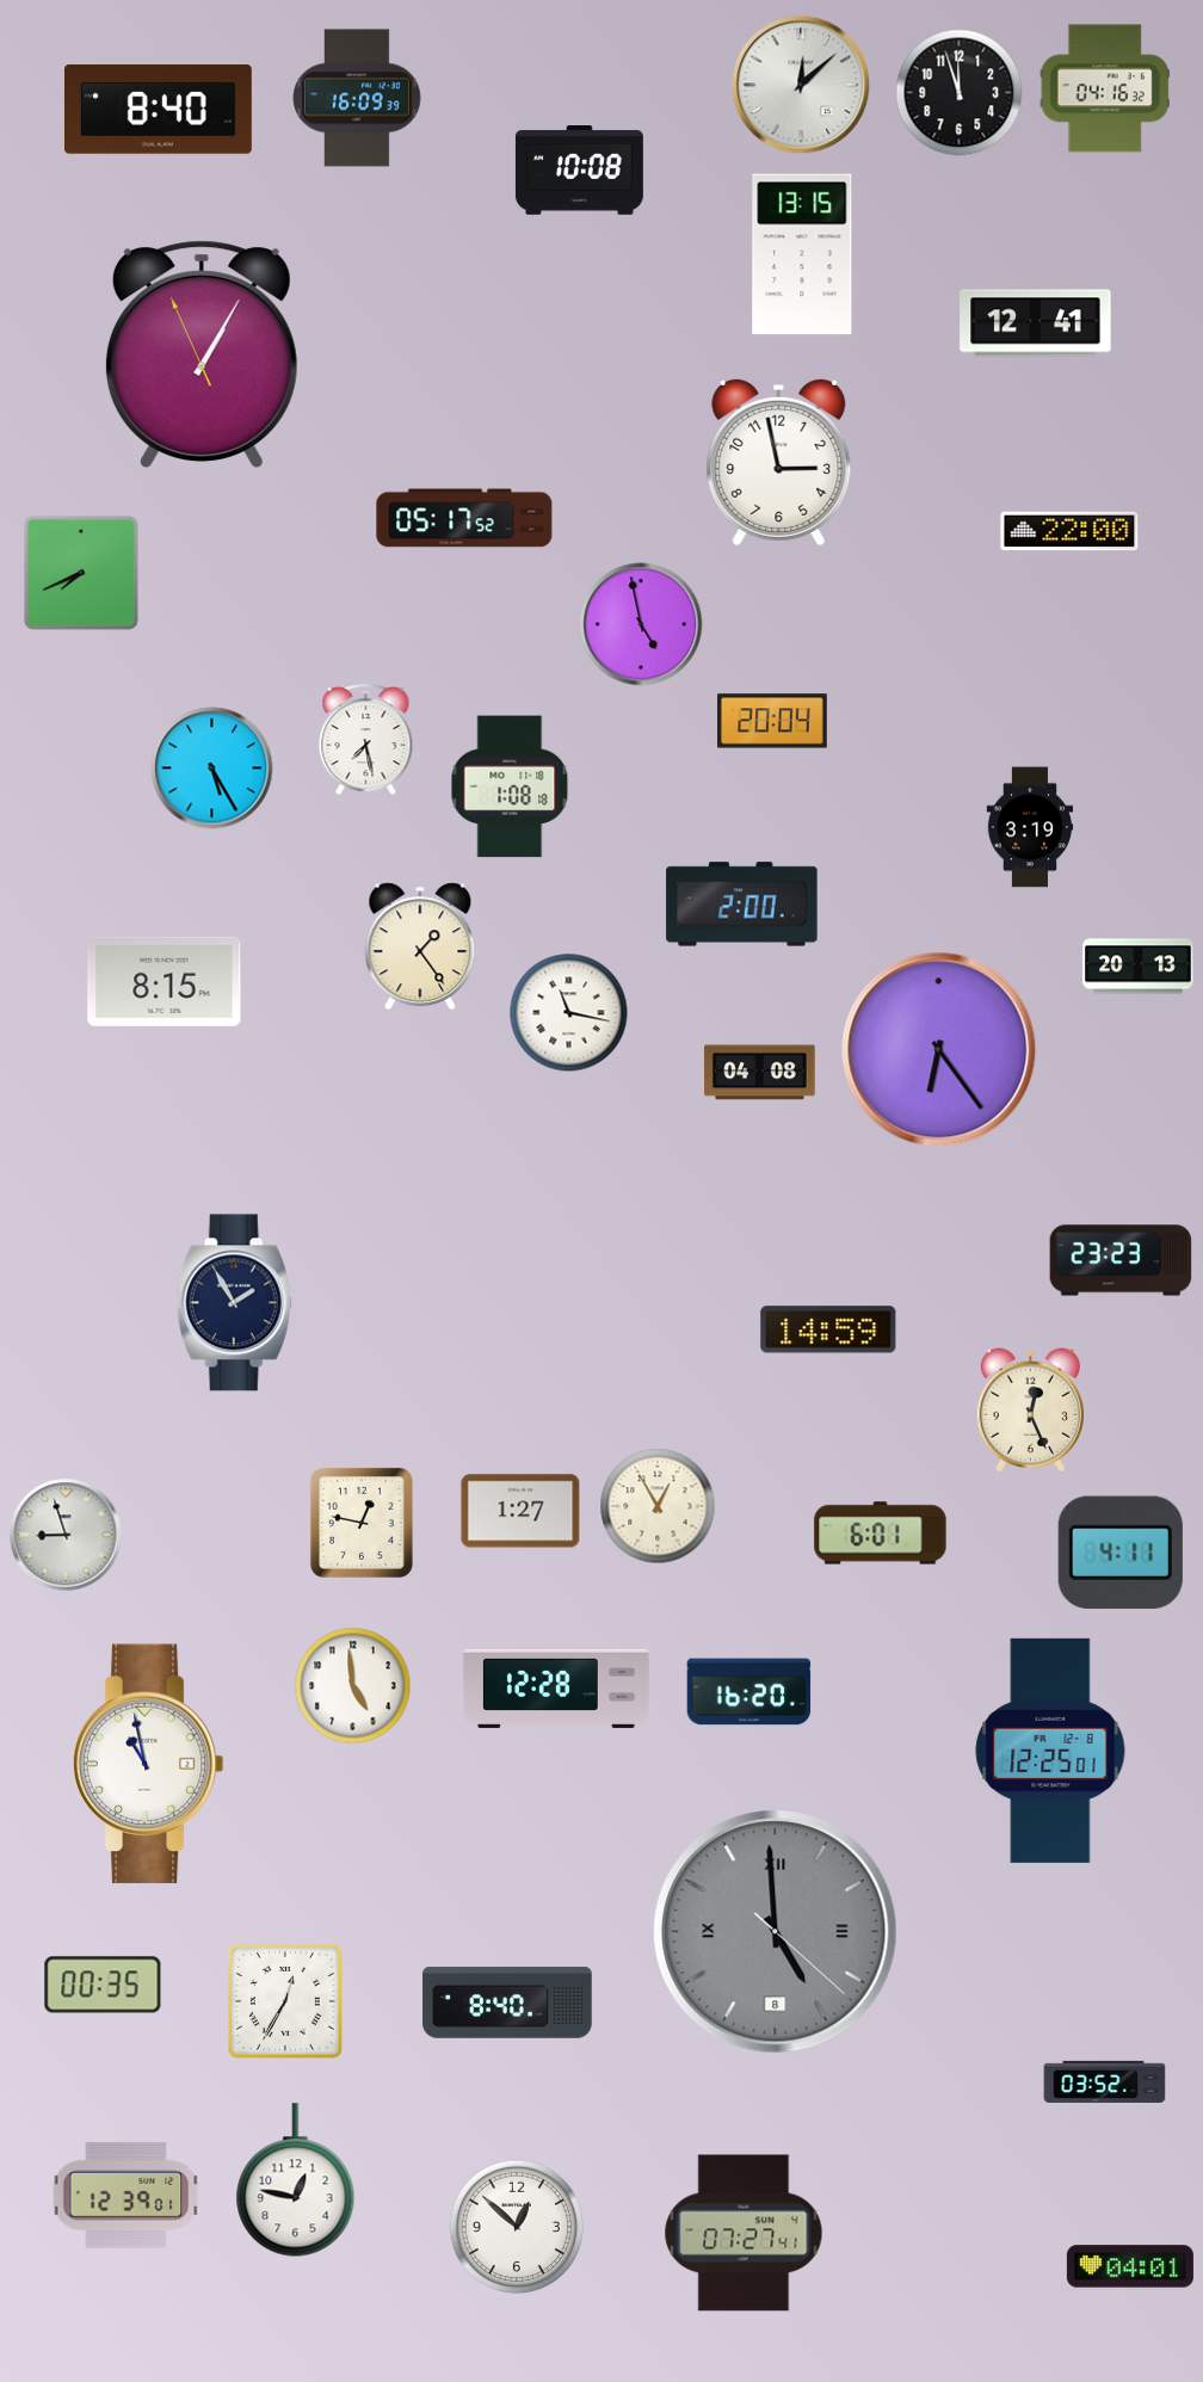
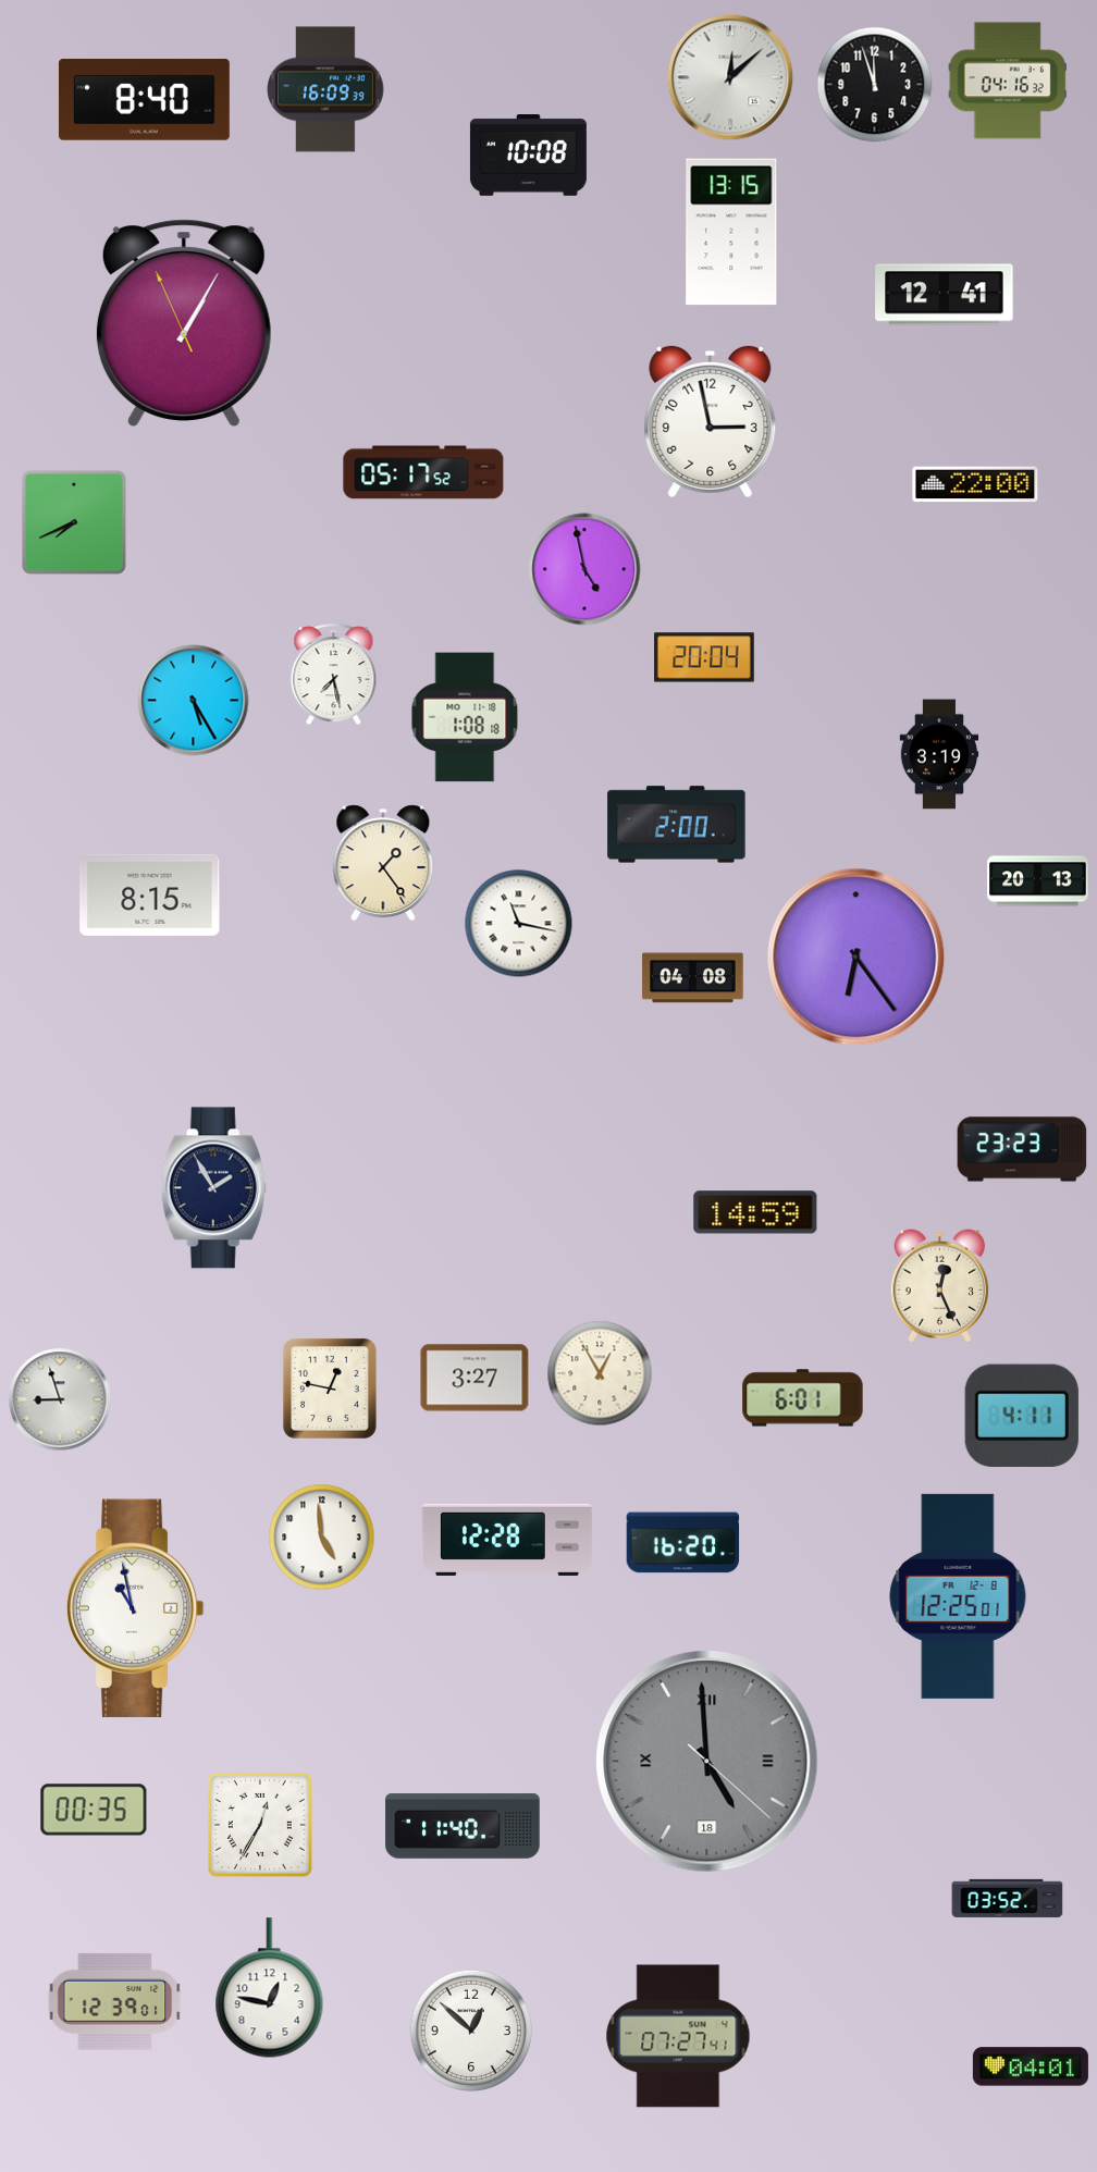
clock at (520, 1511): 1:27 -> 3:27
clock at (776, 1932) date: 8 -> 18
clock at (507, 2003): 8:40 -> 11:40
